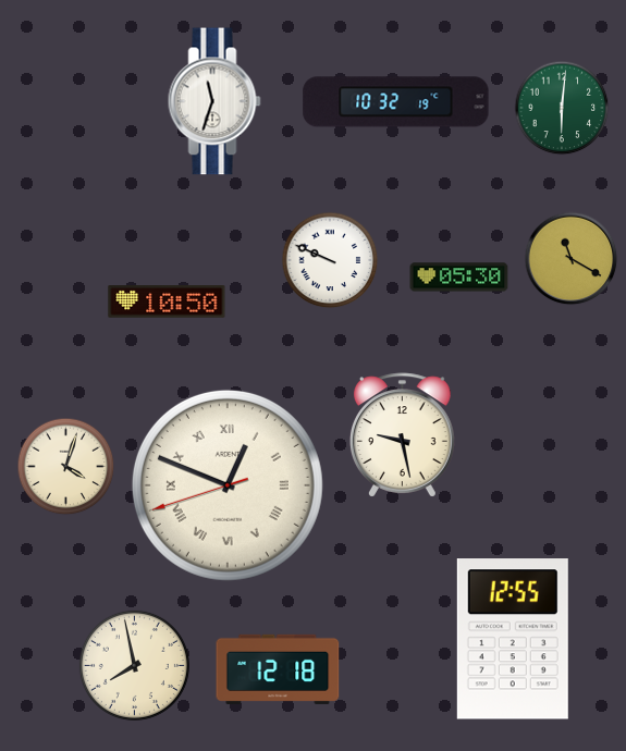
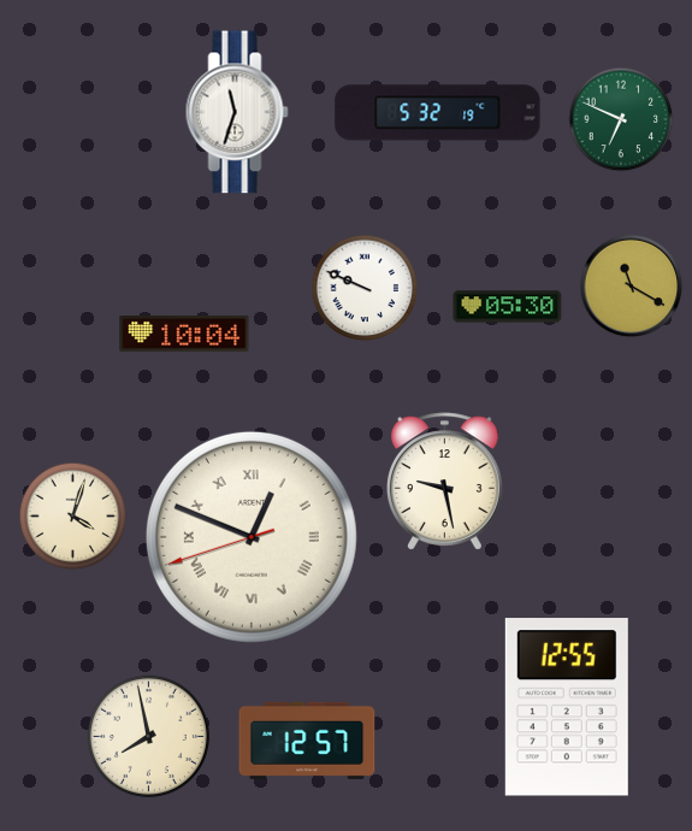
clock at (396, 102): 10:32 -> 5:32
clock at (562, 108): 6:01 -> 6:49
clock at (167, 303): 10:50 -> 10:04
clock at (278, 669): 12:18 -> 12:57
